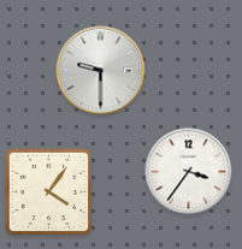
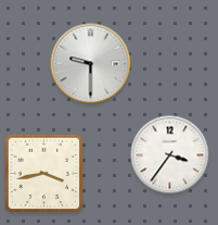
clock at (49, 192): 4:06 -> 3:43
